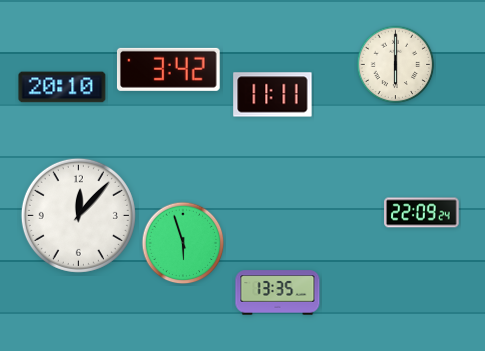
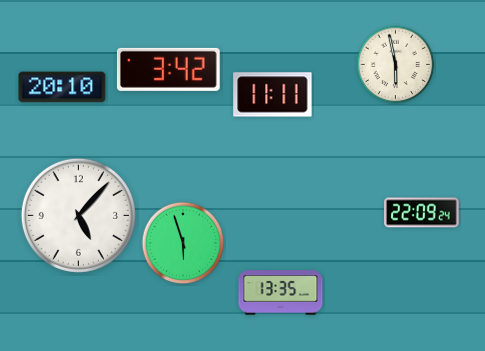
clock at (396, 65): 6:00 -> 5:58
clock at (78, 215): 12:07 -> 5:07
clock at (278, 293) position: (278, 293) -> (281, 293)
